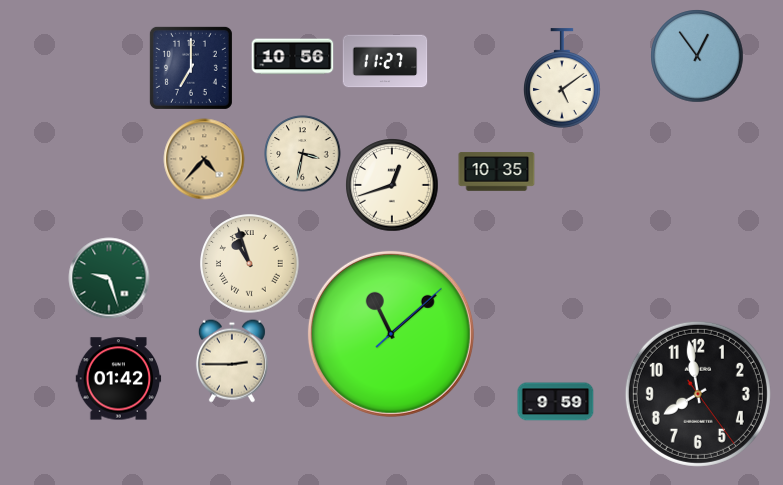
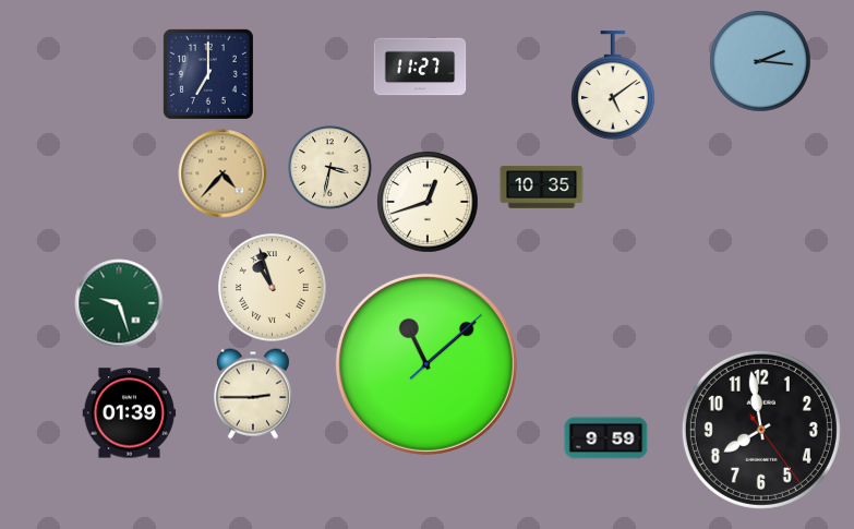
clock at (697, 56): 12:54 -> 2:16
clock at (293, 57): 10:56 -> none
clock at (119, 379): 01:42 -> 01:39
